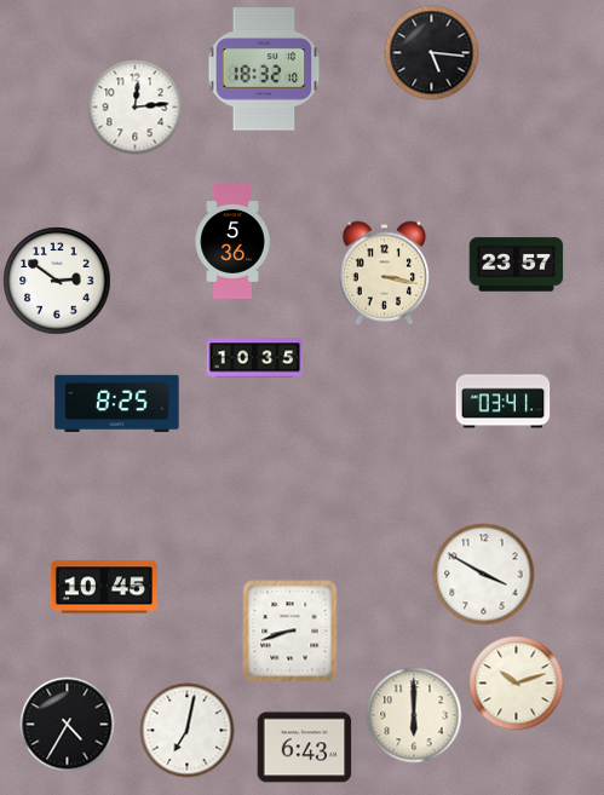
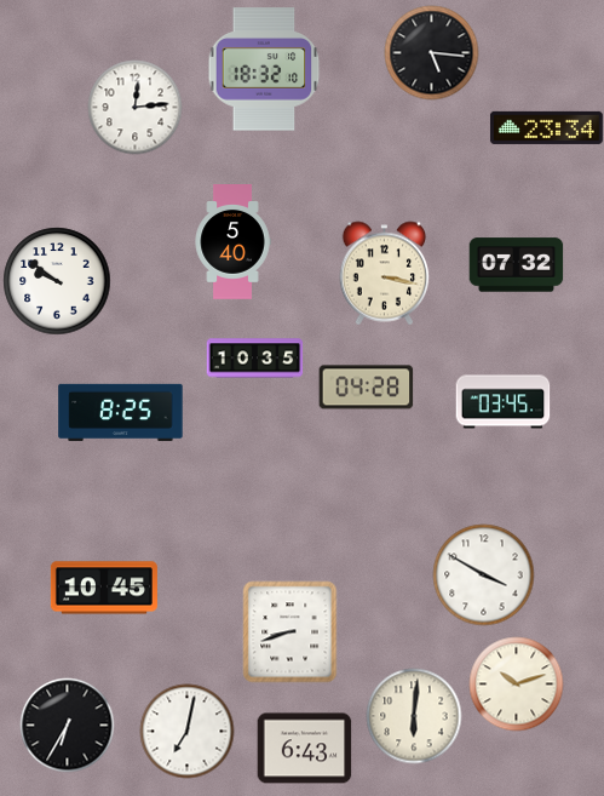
clock at (546, 127): none -> 23:34
clock at (232, 242): 5:36 -> 5:40
clock at (516, 265): 23:57 -> 07:32
clock at (57, 281): 2:51 -> 9:51
clock at (366, 388): none -> 04:28
clock at (502, 402): 03:41 -> 03:45
clock at (117, 403) position: (117, 403) -> (121, 412)
clock at (414, 715): 6:00 -> 6:01
clock at (67, 724): 4:35 -> 6:35
